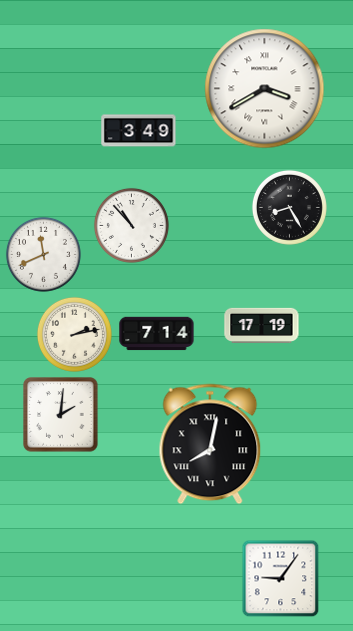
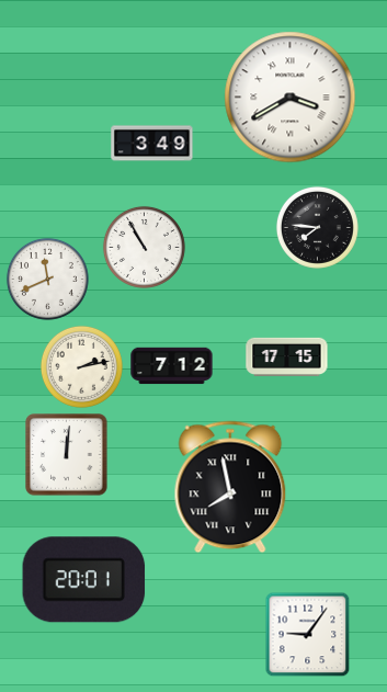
clock at (289, 207): 8:25 -> 7:46
clock at (131, 225): 10:53 -> 10:55
clock at (262, 325): 17:19 -> 17:15
clock at (157, 334): 7:14 -> 7:12
clock at (61, 415): 2:01 -> 12:01
clock at (210, 444): 8:02 -> 7:58
clock at (84, 580): none -> 20:01
